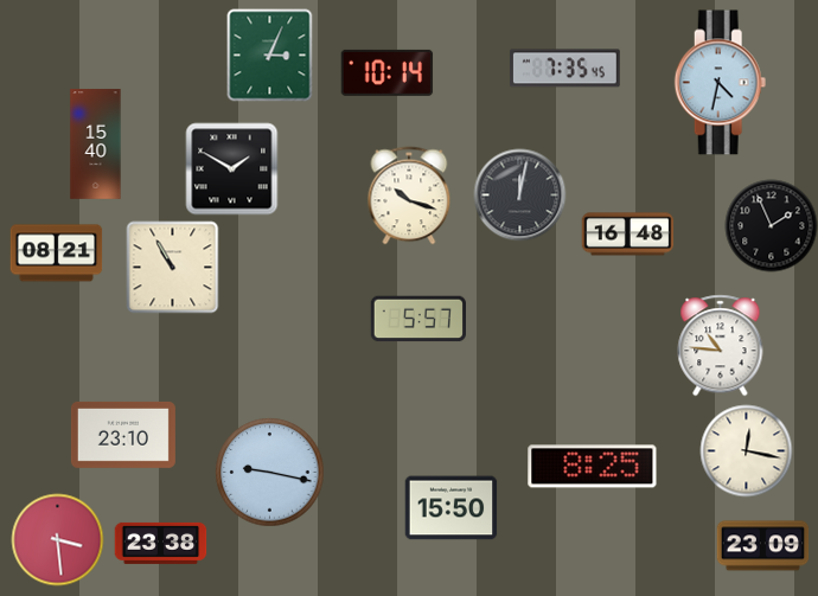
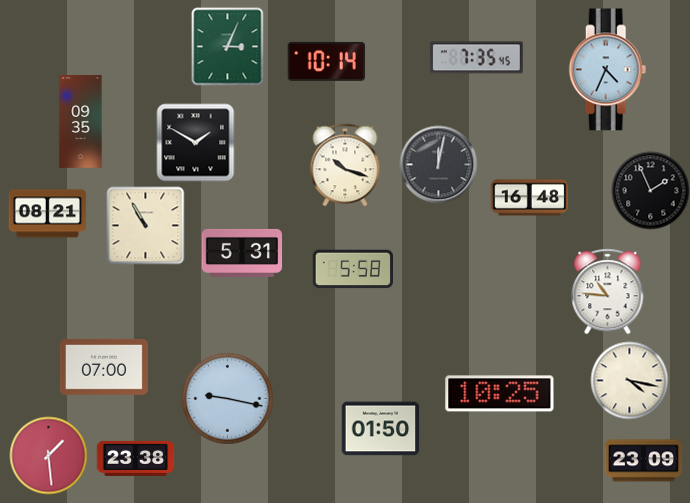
clock at (721, 83): 4:32 -> 4:34
clock at (96, 145): 15:40 -> 09:35
clock at (242, 253): none -> 5:31
clock at (417, 319): 5:57 -> 5:58
clock at (123, 435): 23:10 -> 07:00
clock at (746, 450): 12:17 -> 4:17
clock at (593, 467): 8:25 -> 10:25
clock at (450, 508): 15:50 -> 01:50
clock at (57, 539): 3:29 -> 1:29
